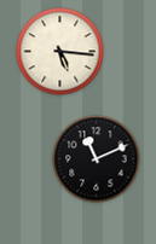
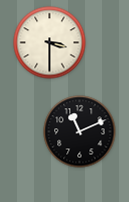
clock at (60, 52): 5:16 -> 3:30
